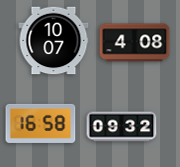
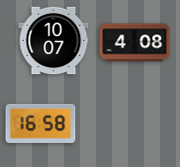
clock at (122, 127): 09:32 -> none
